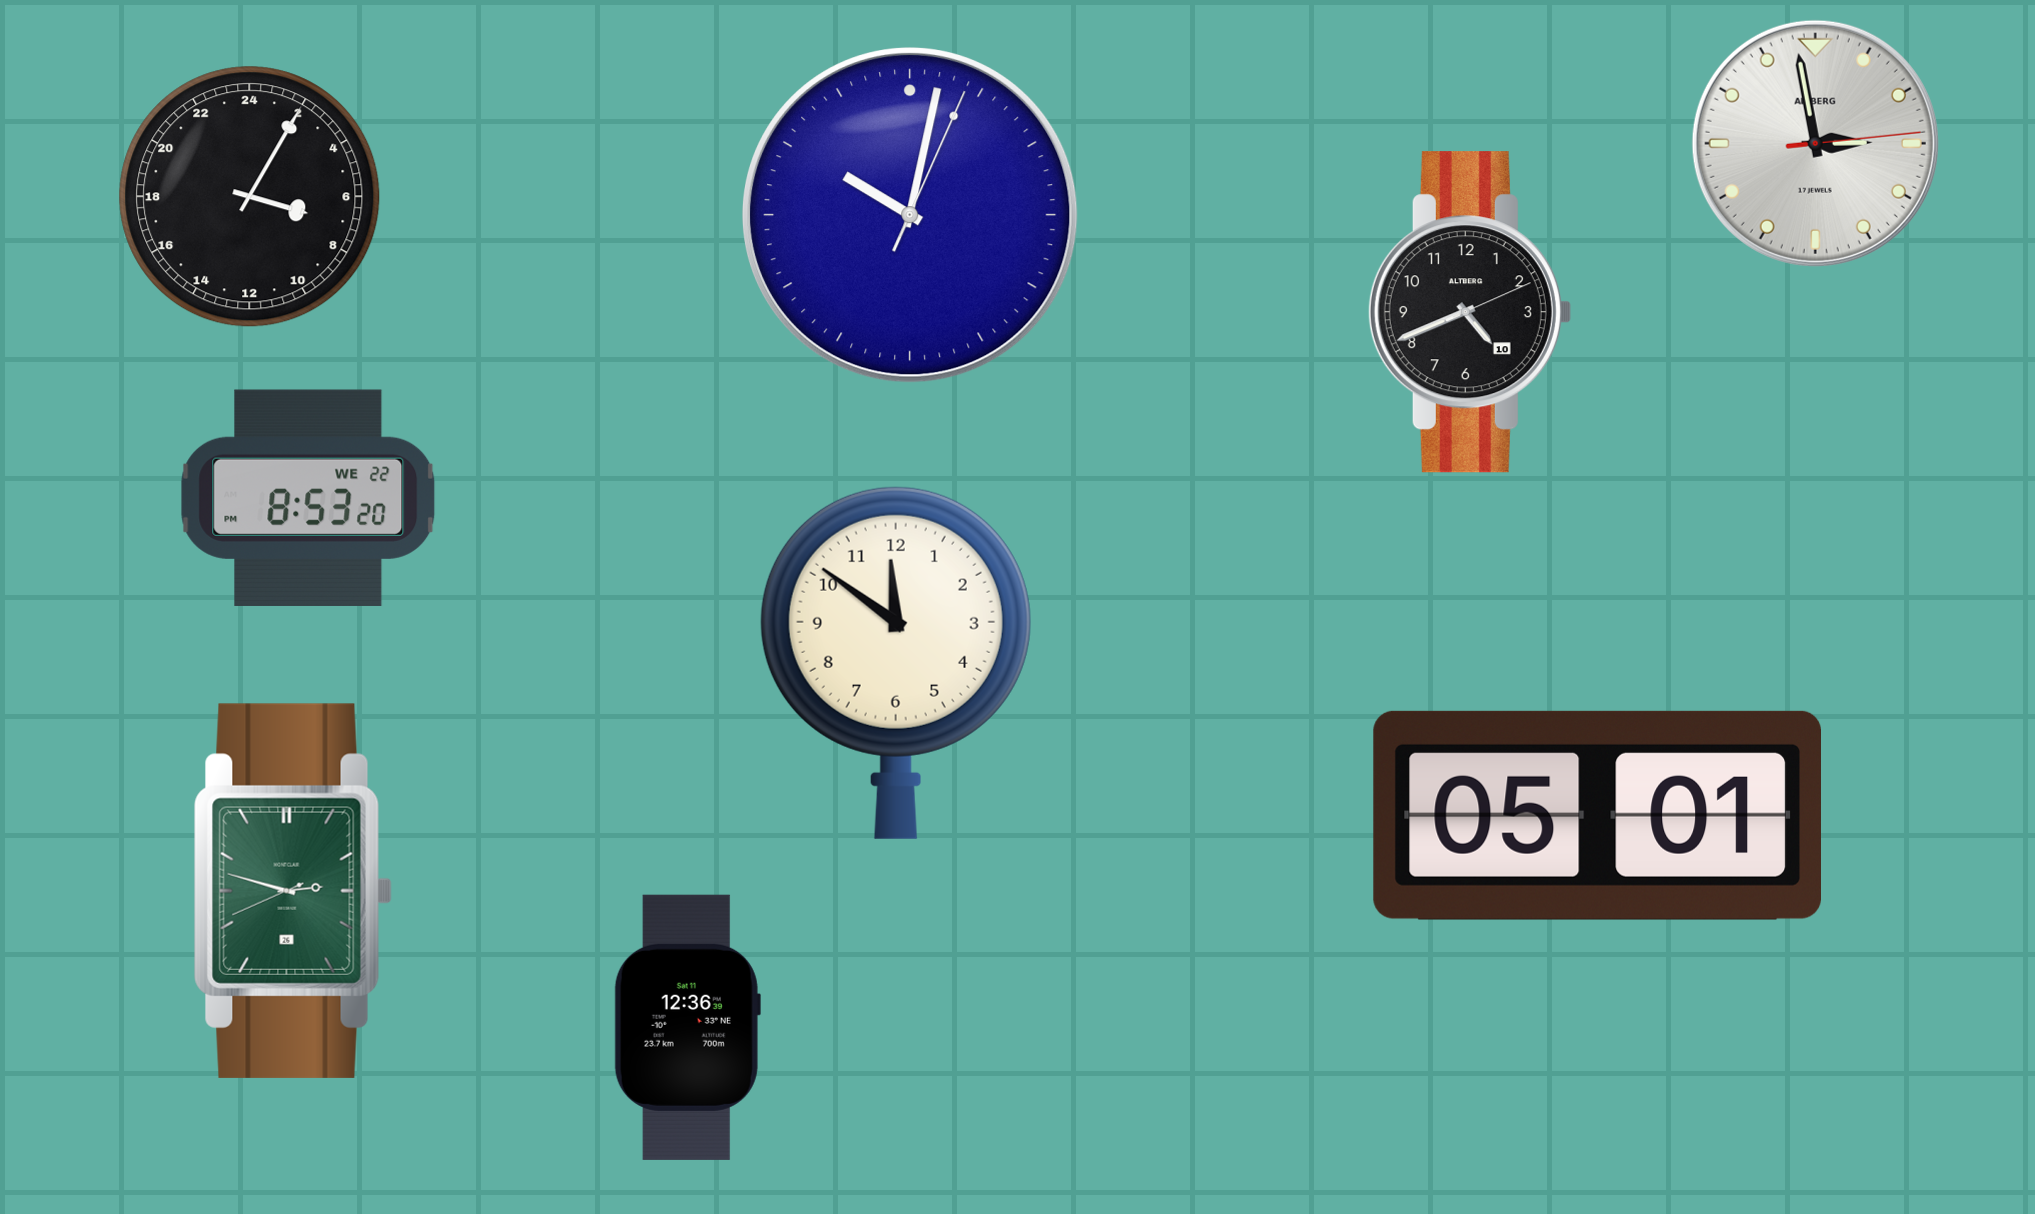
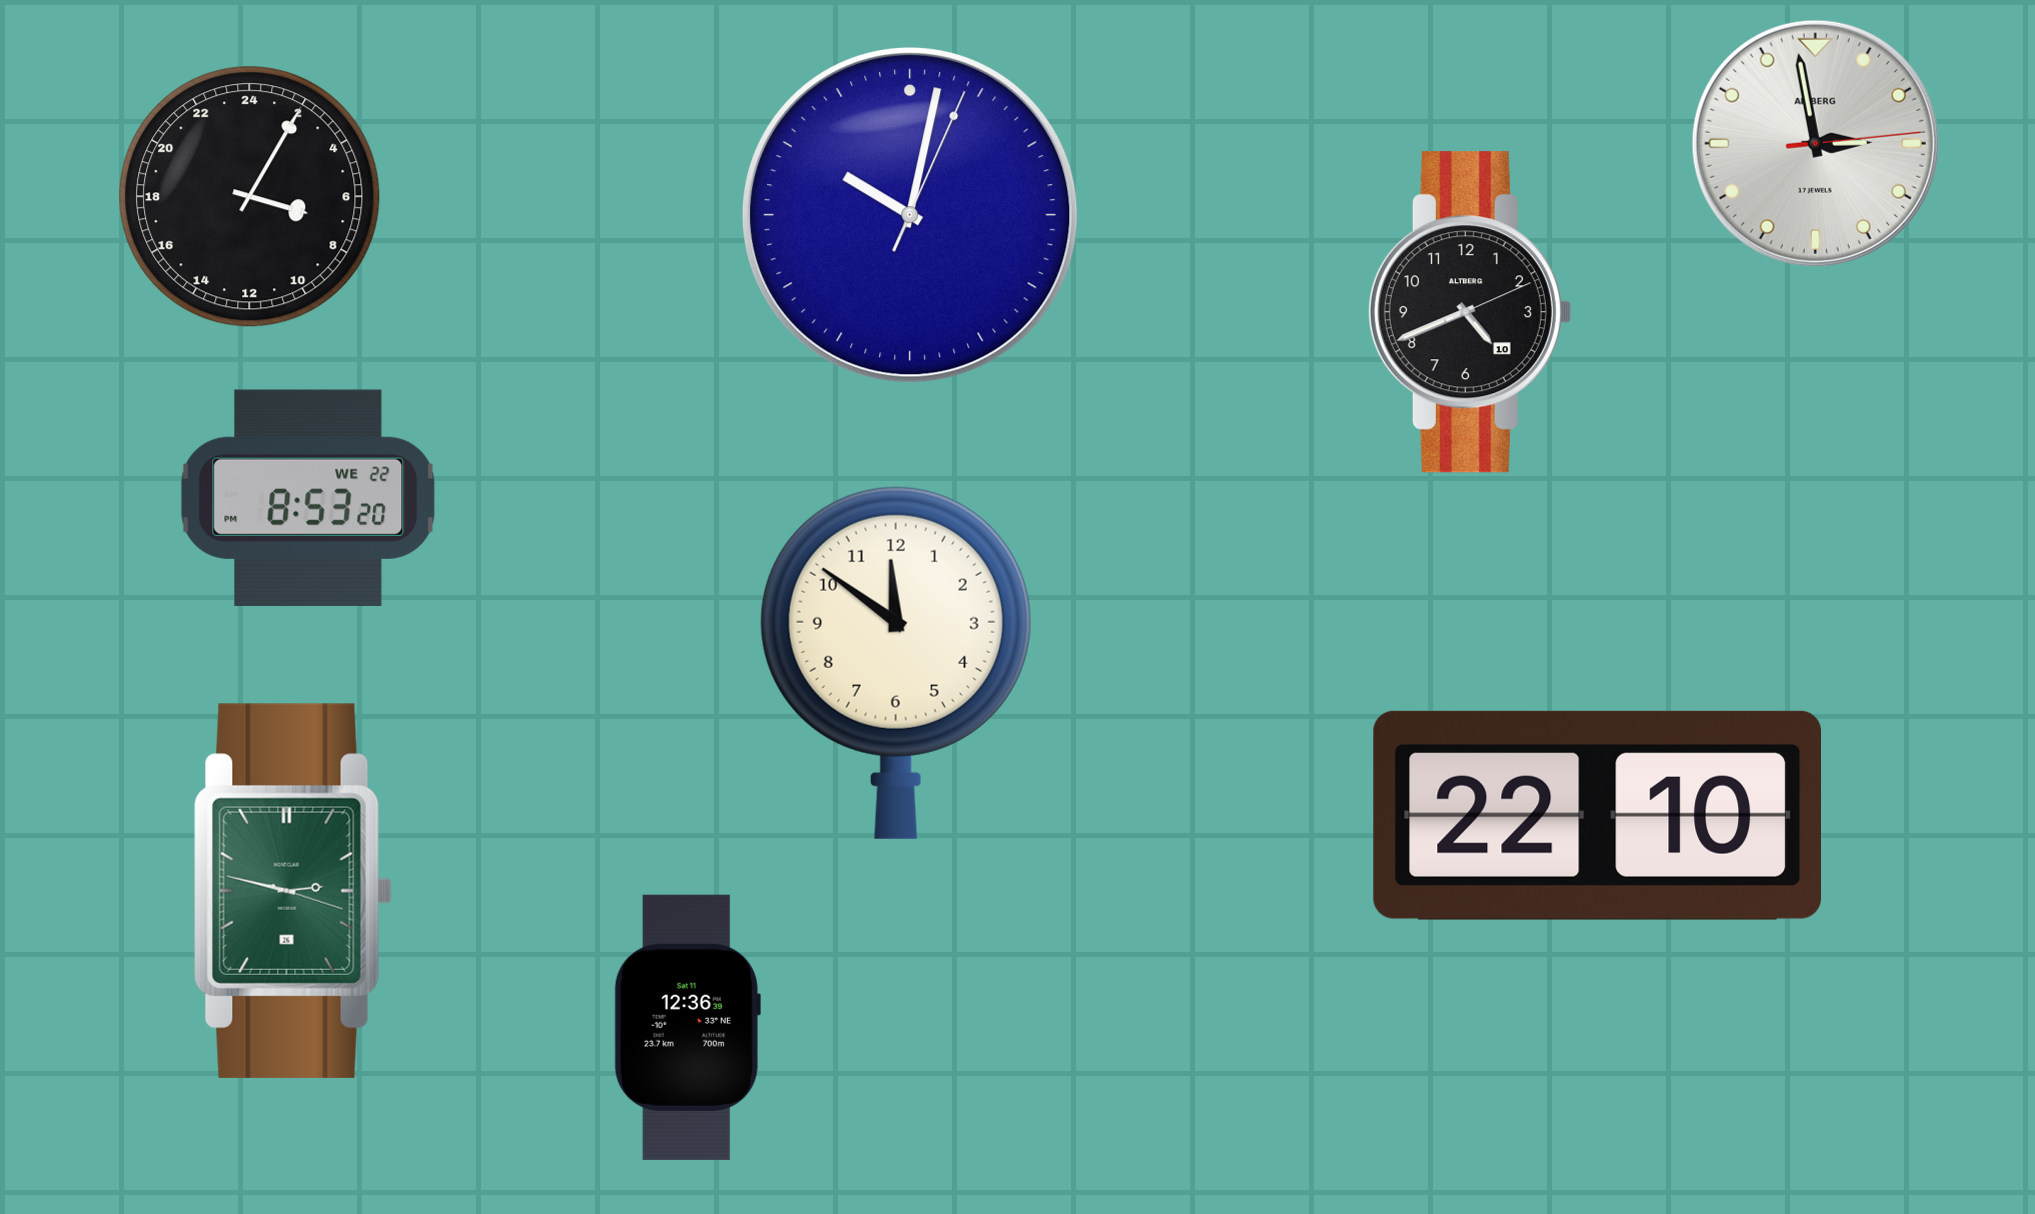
clock at (1597, 815): 05:01 -> 22:10
clock at (293, 891): 2:47:41 -> 2:47:18
